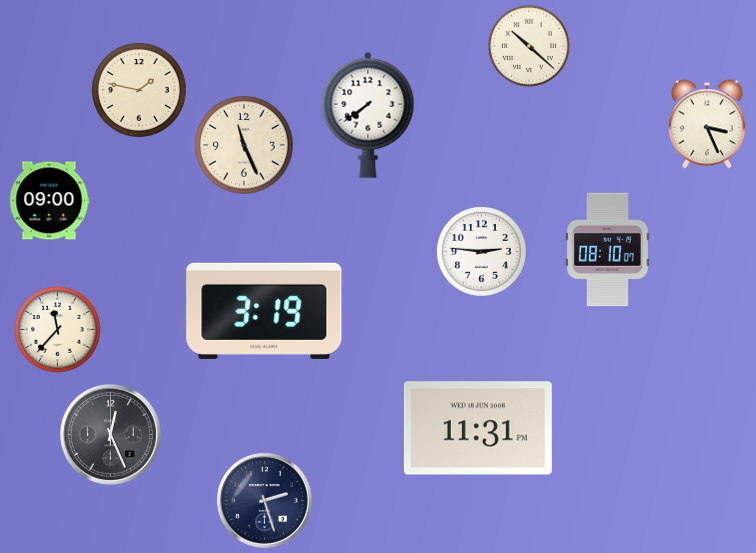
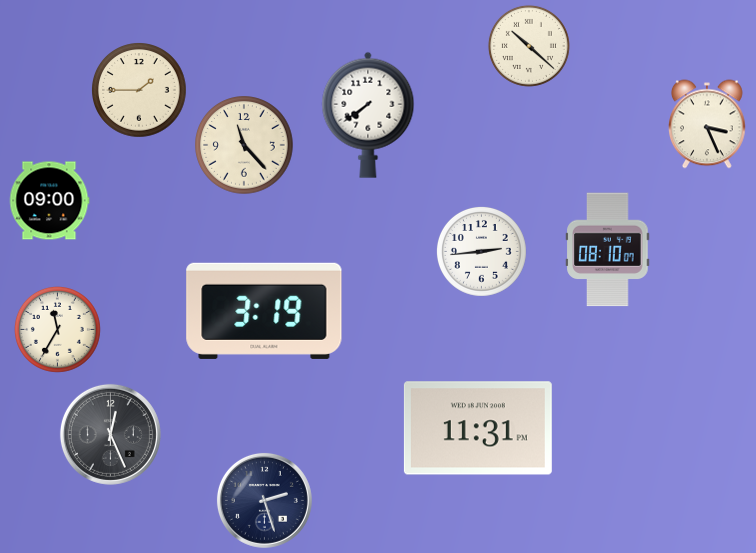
clock at (140, 91): 1:47 -> 1:45
clock at (244, 145): 11:26 -> 11:23
clock at (482, 252): 2:46 -> 2:44
clock at (57, 329): 11:37 -> 11:35
